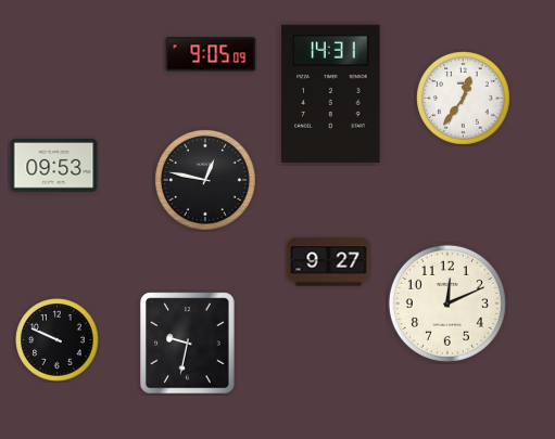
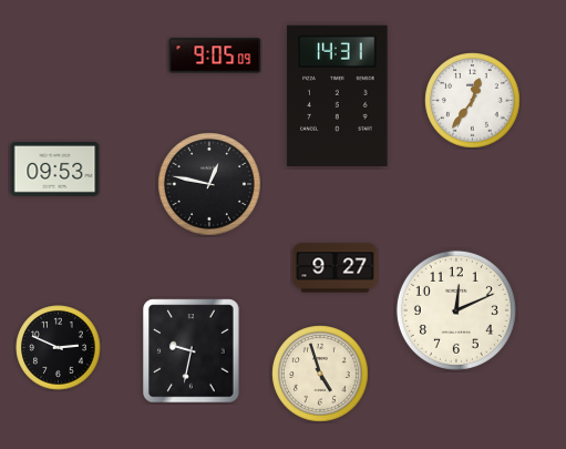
clock at (58, 340): 9:49 -> 2:49
clock at (320, 374): none -> 4:57
